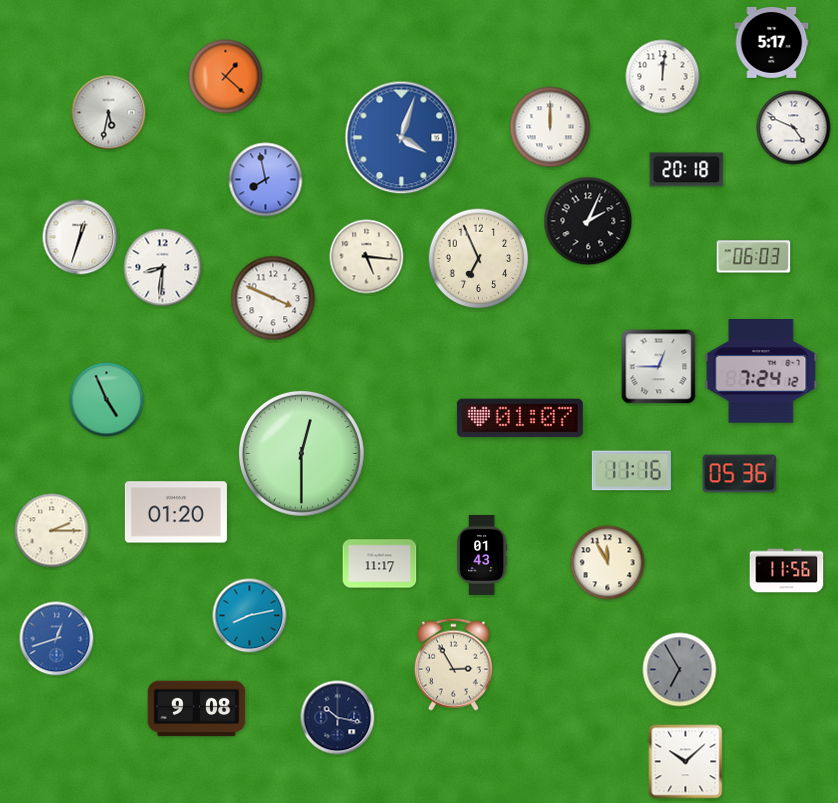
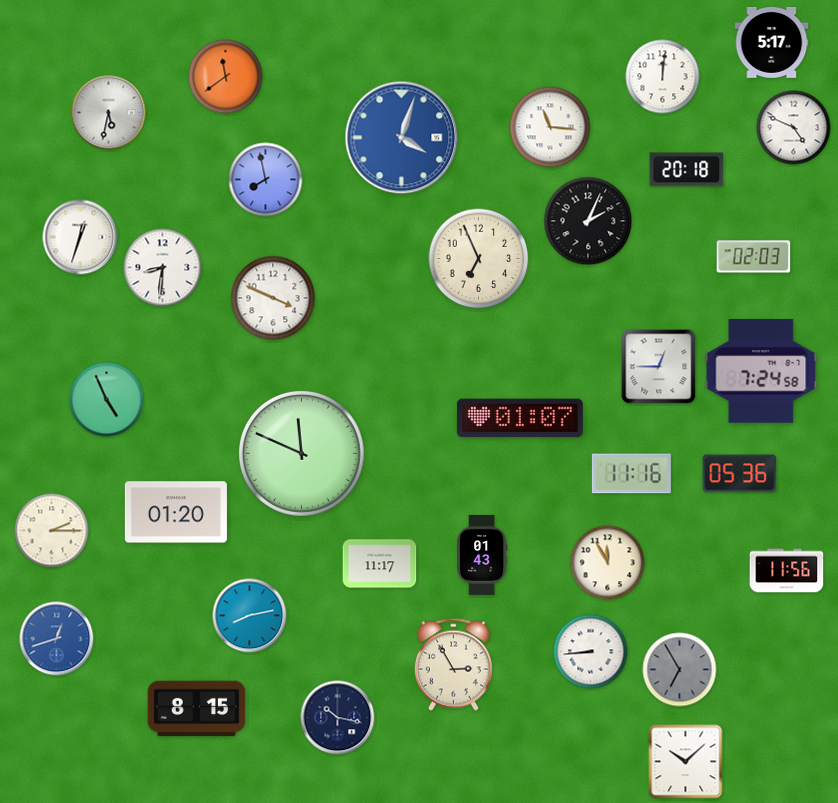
clock at (226, 77): 1:22 -> 11:39
clock at (550, 127): 12:00 -> 11:16
clock at (367, 257): 5:16 -> none
clock at (754, 257): 06:03 -> 02:03
clock at (761, 371): 7:24:12 -> 7:24:58
clock at (302, 454): 12:30 -> 11:49
clock at (631, 471) position: (631, 471) -> (631, 474)
clock at (591, 652): none -> 8:44
clock at (197, 709): 9:08 -> 8:15
